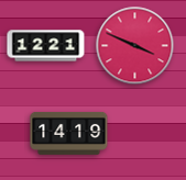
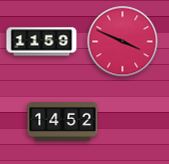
clock at (46, 46): 12:21 -> 11:59
clock at (69, 133): 14:19 -> 14:52
